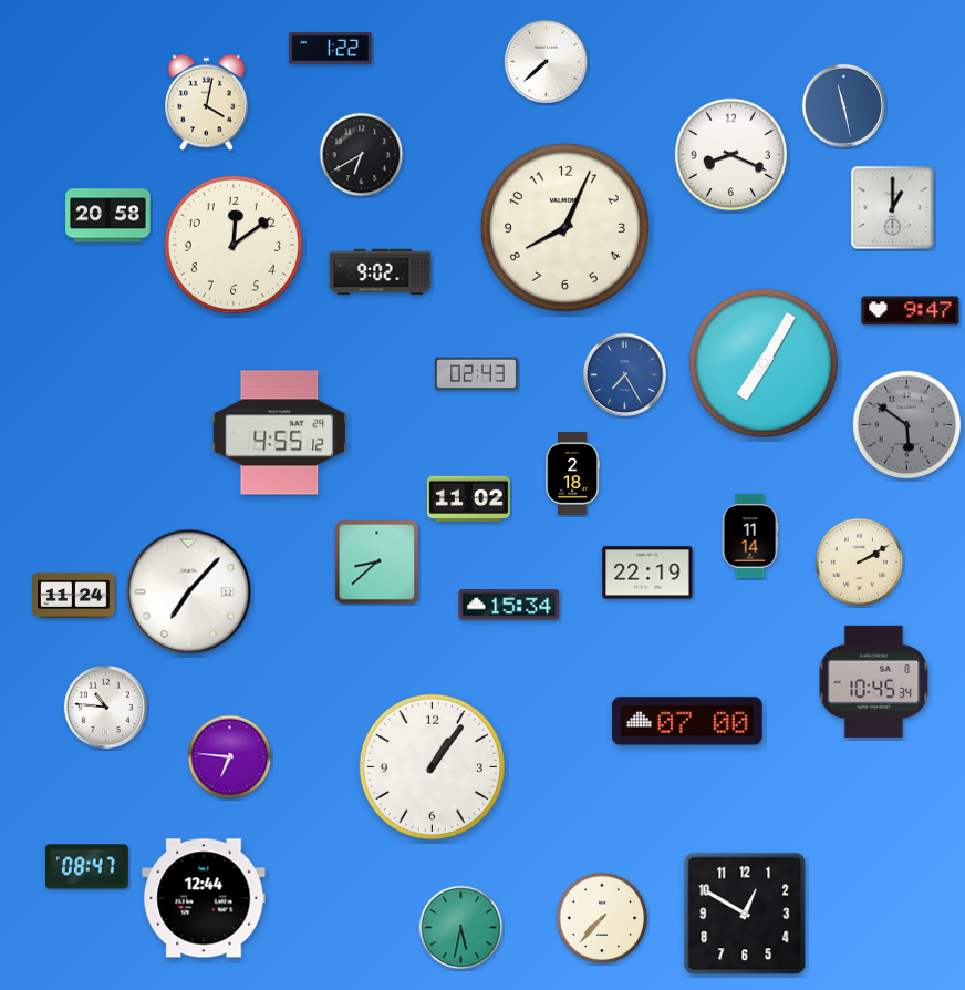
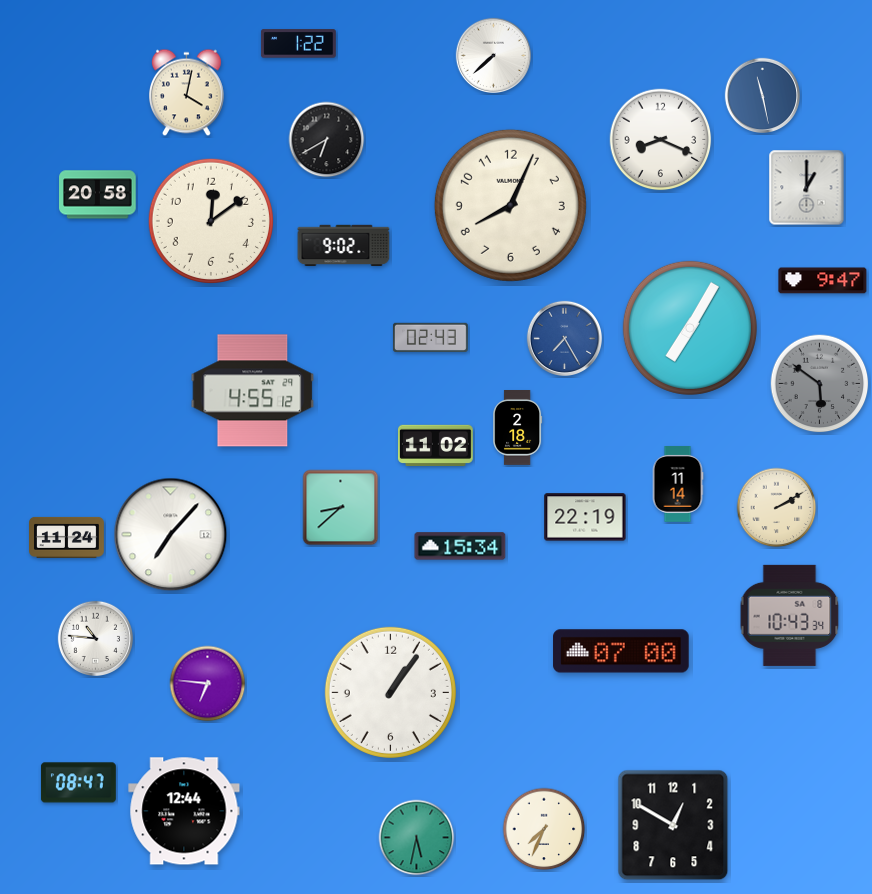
clock at (468, 498) position: (468, 498) -> (435, 445)
clock at (874, 681): 10:45 -> 10:43
clock at (602, 918): 7:37 -> 7:34
